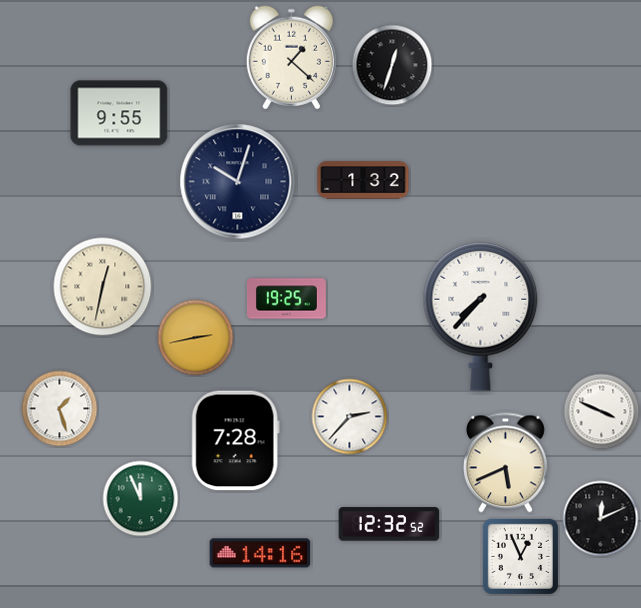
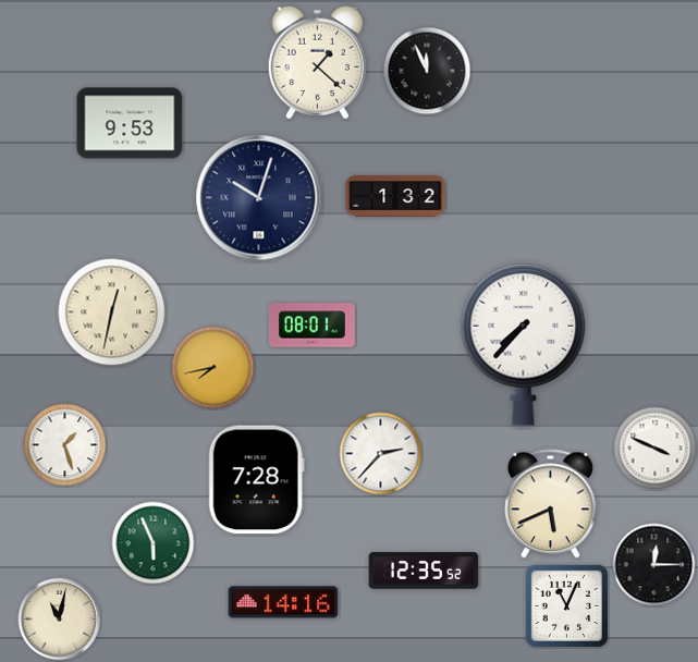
clock at (392, 65): 12:33 -> 11:56
clock at (119, 113): 9:55 -> 9:53
clock at (286, 299): 19:25 -> 08:01
clock at (196, 338): 2:43 -> 7:43
clock at (141, 499): 11:56 -> 5:56
clock at (601, 519): 12:11 -> 12:15
clock at (389, 524): 12:32 -> 12:35
clock at (520, 556): 12:56 -> 11:04
clock at (60, 620): none -> 11:02
